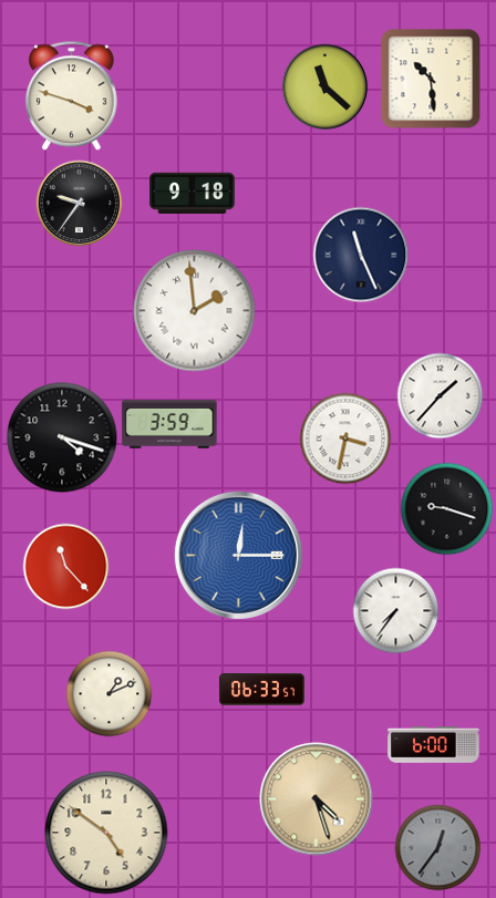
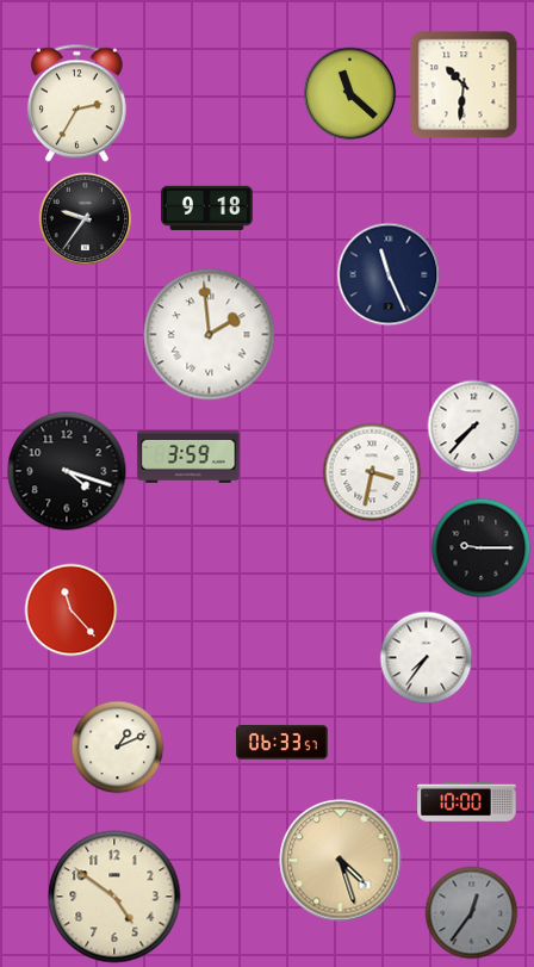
clock at (431, 79): 10:29 -> 10:31
clock at (71, 95): 3:48 -> 2:35
clock at (440, 395): 1:37 -> 7:37
clock at (169, 424) position: (169, 424) -> (188, 457)
clock at (446, 508): 9:18 -> 9:15
clock at (238, 555): 12:15 -> none
clock at (434, 745): 6:00 -> 10:00
